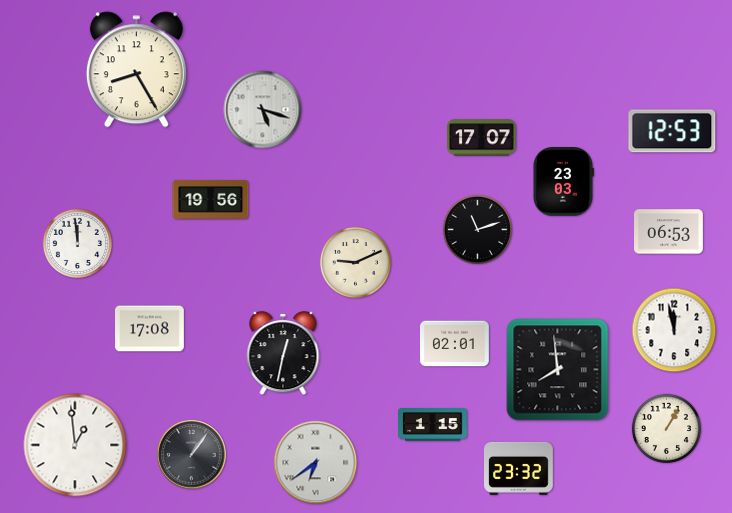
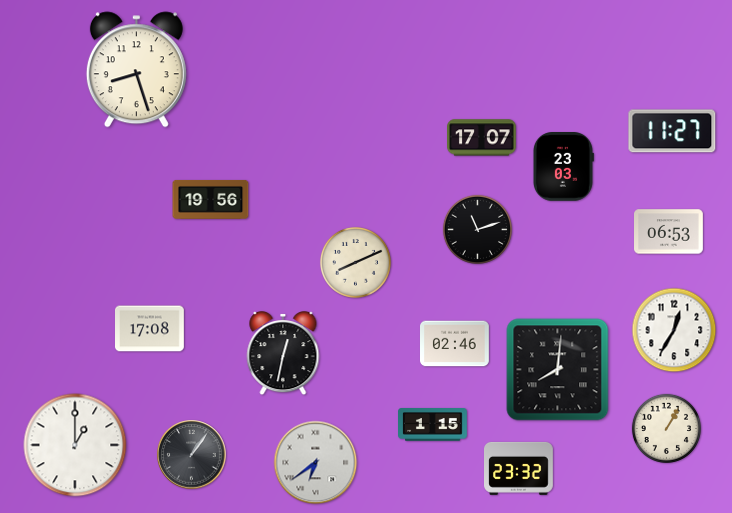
clock at (136, 70): 8:25 -> 8:27
clock at (263, 110): 5:18 -> none
clock at (672, 131): 12:53 -> 11:27
clock at (563, 182) position: (563, 182) -> (563, 167)
clock at (77, 243): 11:59 -> none
clock at (355, 262): 9:11 -> 8:11
clock at (674, 330): 11:58 -> 12:35
clock at (455, 344): 02:01 -> 02:46
clock at (558, 370): 7:59 -> 8:01
clock at (75, 445): 12:59 -> 1:00
